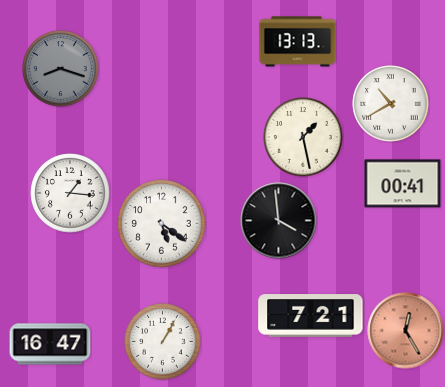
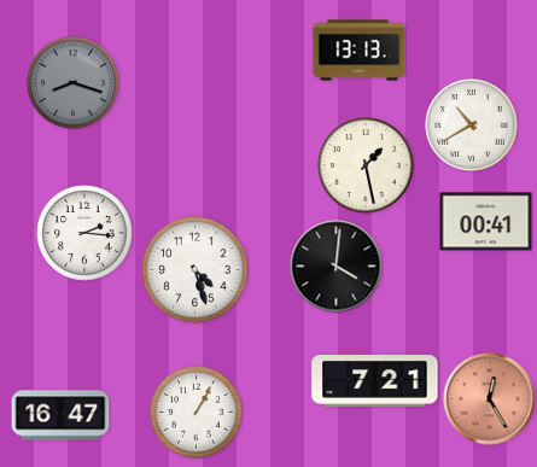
clock at (70, 193): 1:16 -> 2:16
clock at (279, 221): 3:59 -> 4:01
clock at (162, 224): 5:21 -> 4:27
